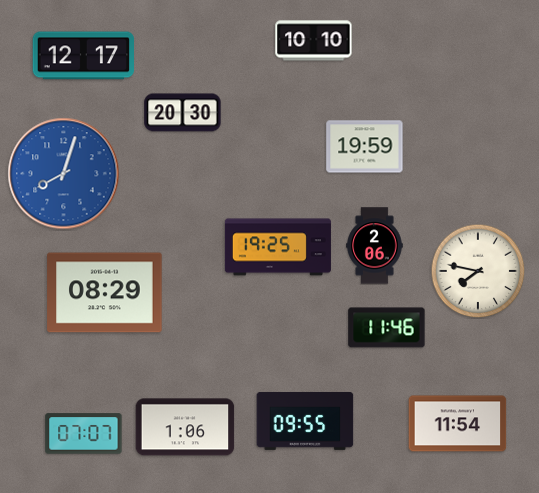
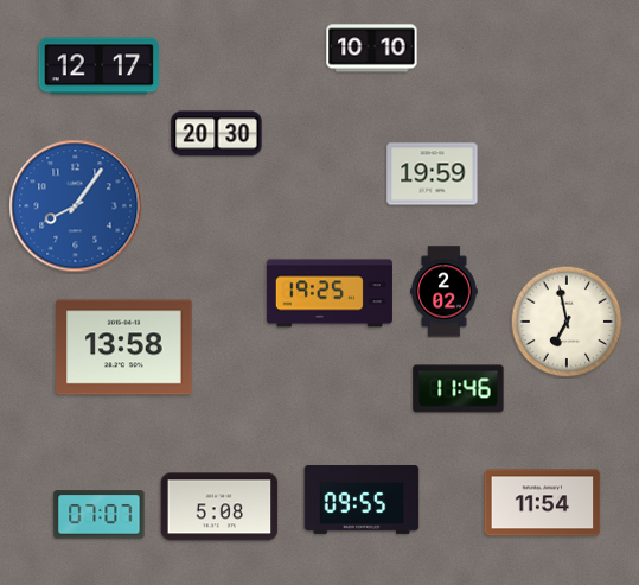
clock at (64, 174): 8:03 -> 8:06
clock at (375, 246): 2:06 -> 2:02
clock at (478, 271): 7:47 -> 6:58
clock at (105, 293): 08:29 -> 13:58
clock at (185, 427): 1:06 -> 5:08
